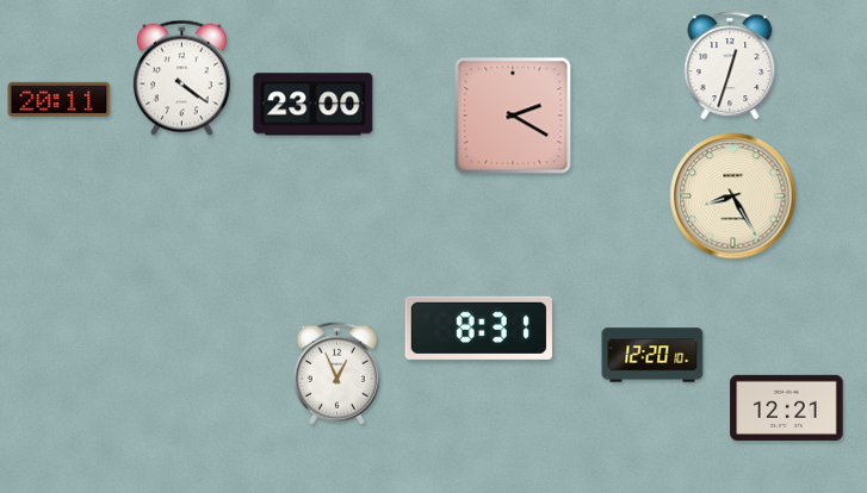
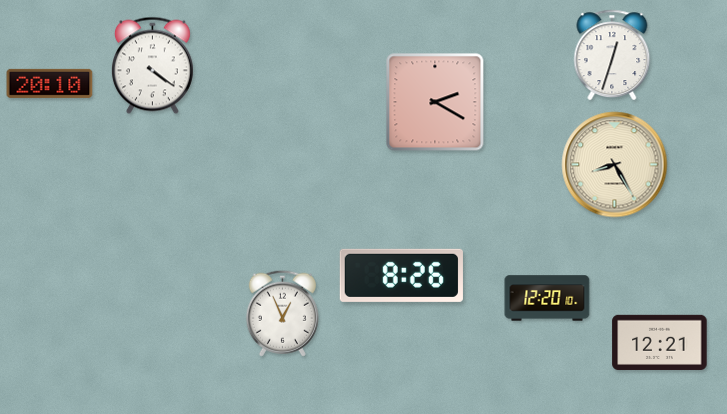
clock at (60, 99): 20:11 -> 20:10
clock at (314, 105): 23:00 -> none
clock at (513, 116) position: (513, 116) -> (435, 102)
clock at (478, 327): 8:31 -> 8:26
